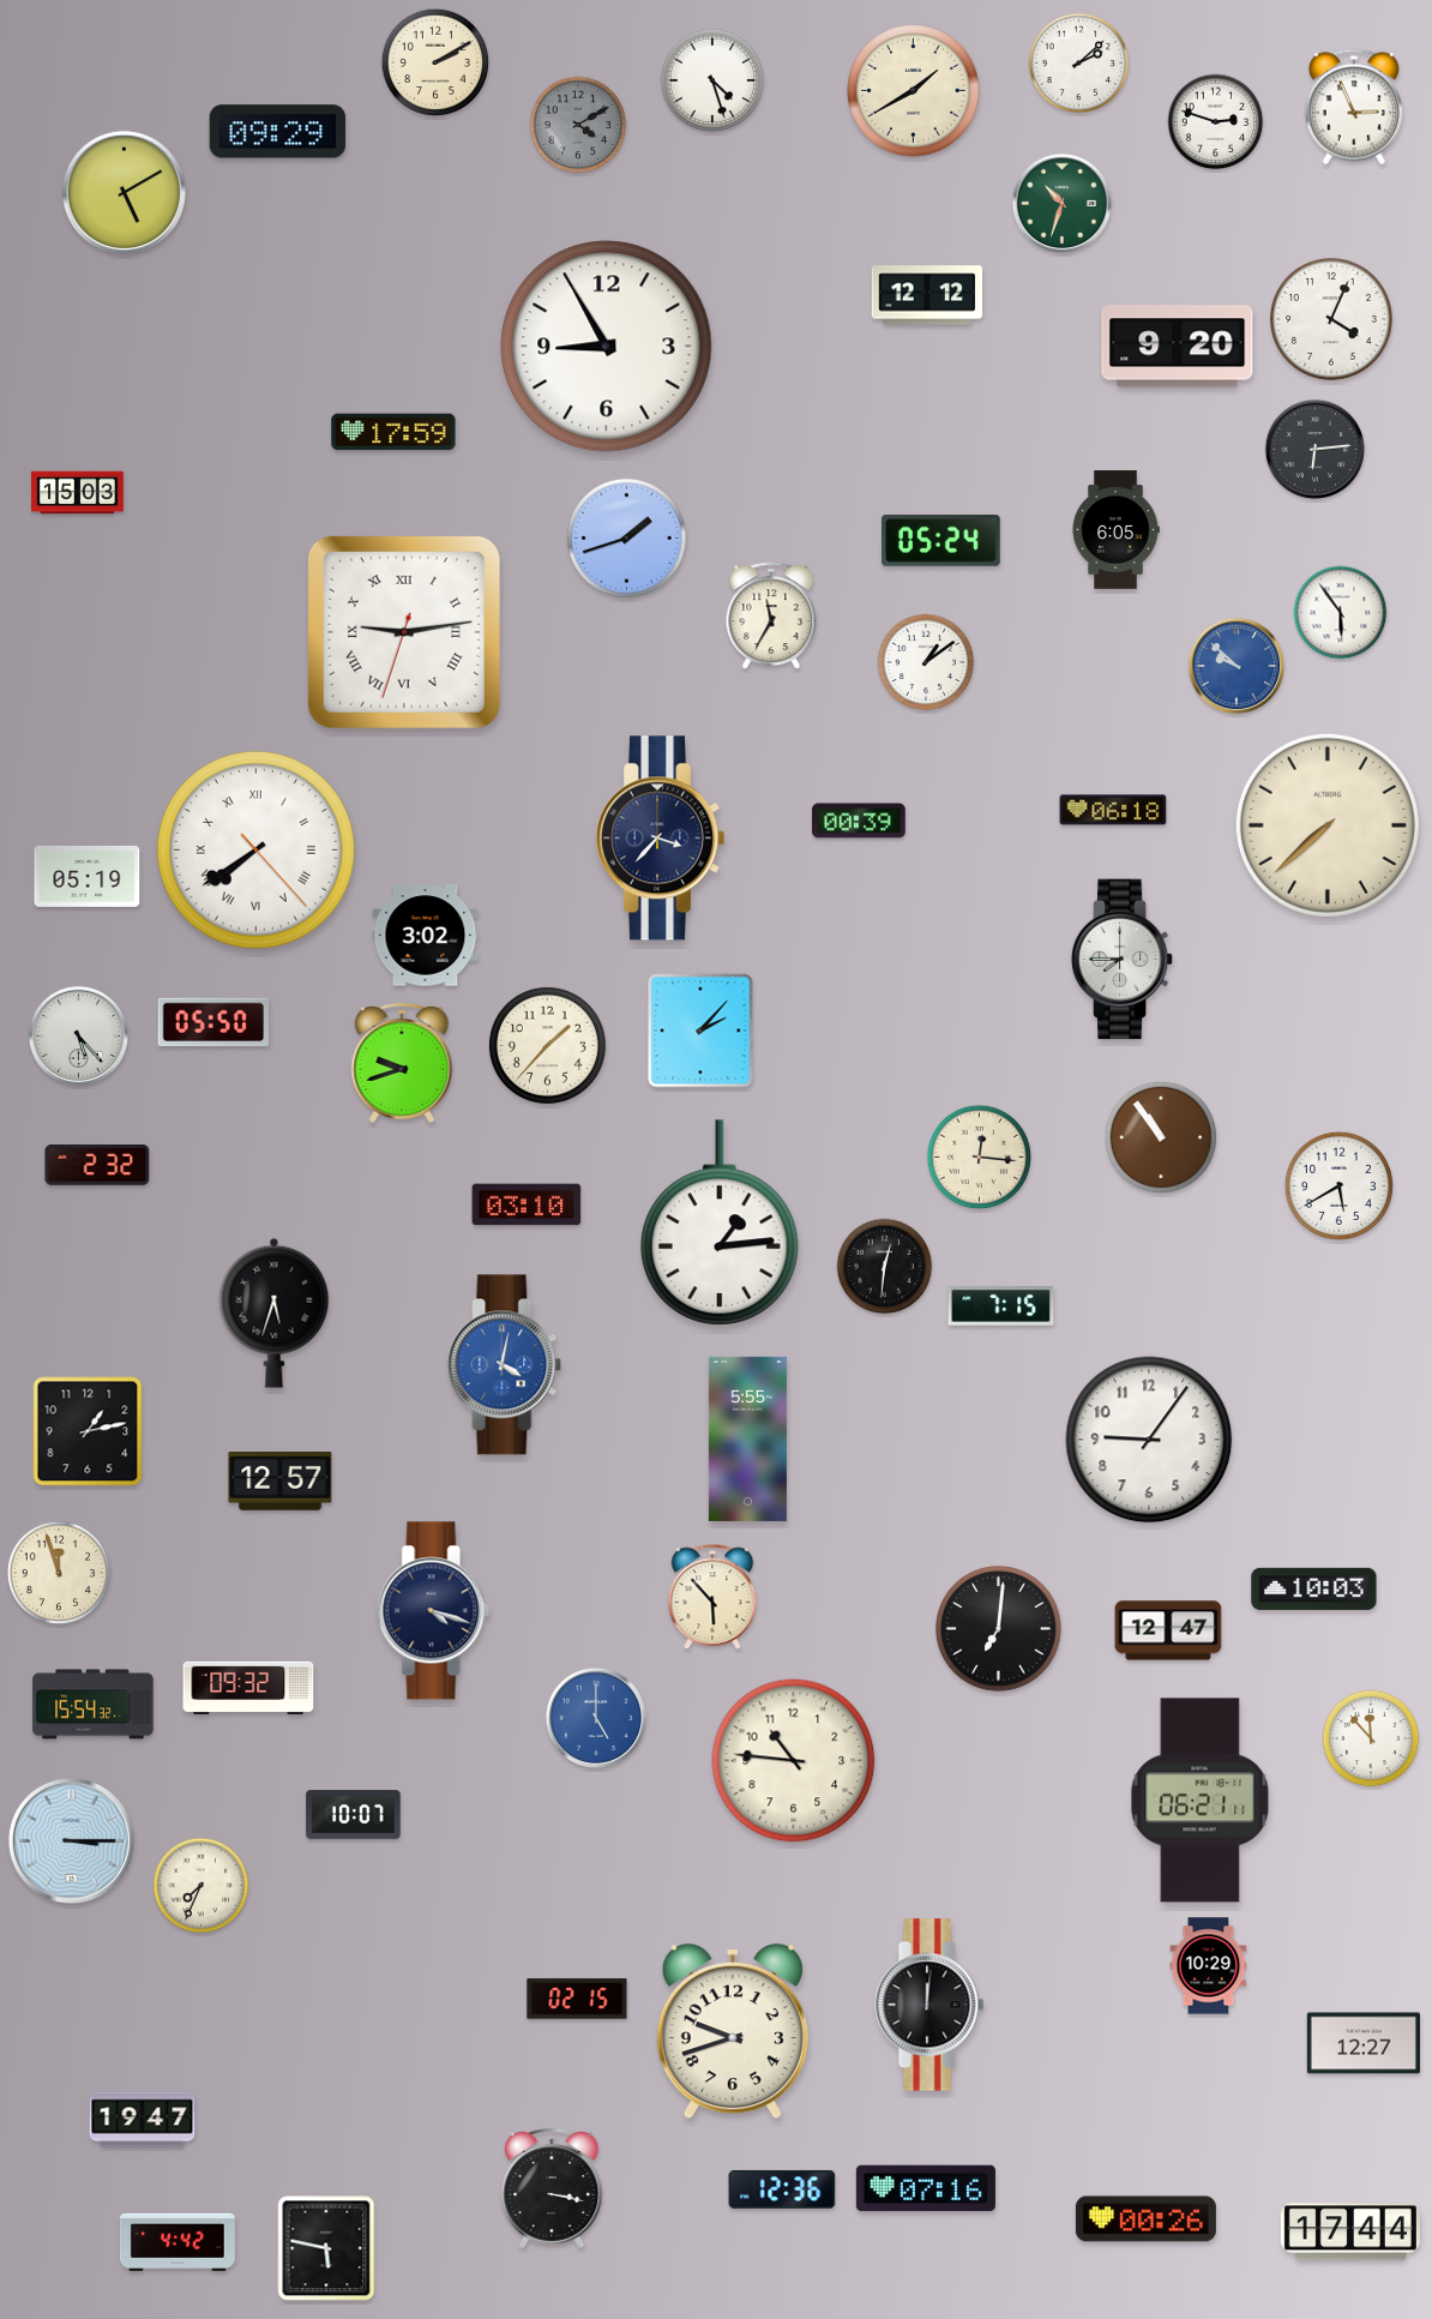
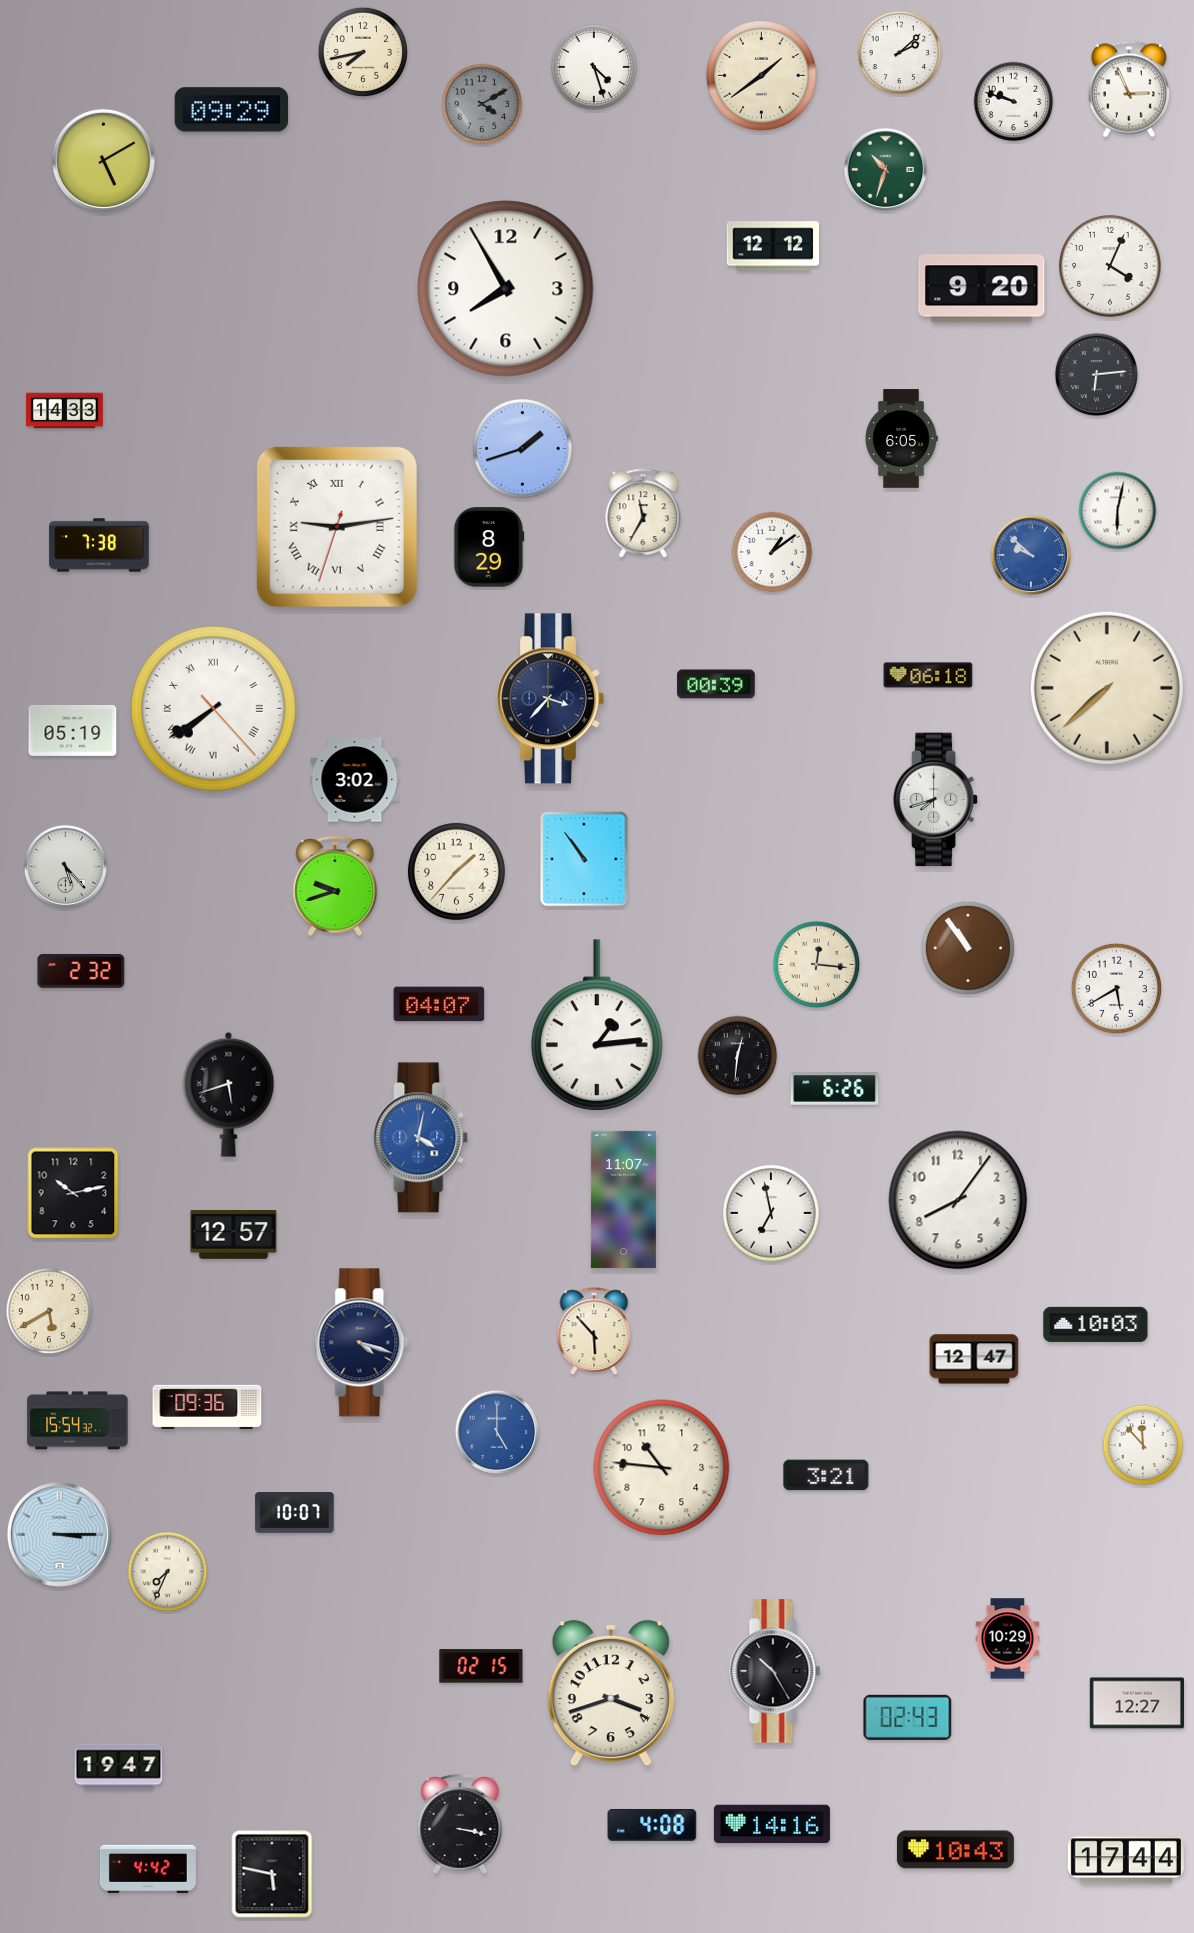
clock at (434, 61): 2:10 -> 7:43
clock at (914, 91): 1:40 -> 1:39
clock at (1216, 122): 2:48 -> 9:48
clock at (607, 347): 8:55 -> 7:55
clock at (393, 432): 17:59 -> none
clock at (78, 493): 15:03 -> 14:33
clock at (1115, 530) position: (1115, 530) -> (901, 439)
clock at (941, 541): 05:24 -> none
clock at (1341, 613): 5:54 -> 6:02
clock at (99, 545): none -> 7:38
clock at (489, 547): none -> 8:29
clock at (1123, 960): 7:45 -> 7:42
clock at (213, 1022): 05:50 -> none
clock at (700, 1031): 2:07 -> 10:54
clock at (79, 1037) position: (79, 1037) -> (66, 867)
clock at (527, 1204): 03:10 -> 04:07
clock at (721, 1222) position: (721, 1222) -> (598, 1025)
clock at (1001, 1306): 7:15 -> 6:26
clock at (275, 1312): 5:33 -> 5:42
clock at (88, 1431): 1:13 -> 10:13
clock at (747, 1438): 5:55 -> 11:07
clock at (1149, 1440): 9:06 -> 8:06
clock at (771, 1213): none -> 6:58
clock at (59, 1573): 11:57 -> 5:40
clock at (999, 1629): 7:01 -> none
clock at (248, 1687): 09:32 -> 09:36
clock at (1371, 1738) position: (1371, 1738) -> (1143, 1445)
clock at (826, 1475): none -> 3:21
clock at (1201, 1801): 06:21 -> none
clock at (929, 2005): 12:01 -> 10:25
clock at (733, 2031): 9:42 -> 3:42
clock at (908, 1717): none -> 02:43
clock at (926, 2188): 07:16 -> 14:16
clock at (782, 2189): 12:36 -> 4:08
clock at (1145, 2219): 00:26 -> 10:43
